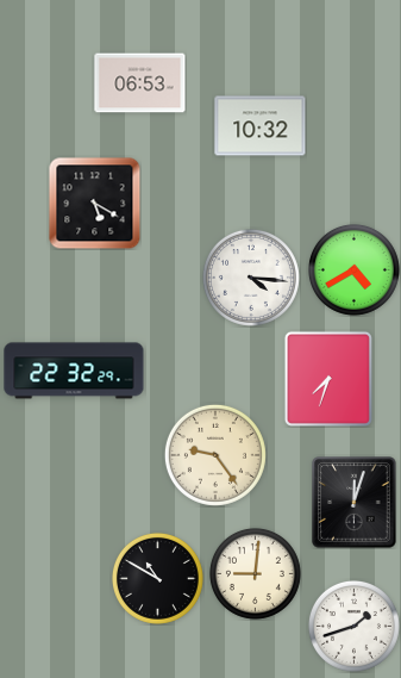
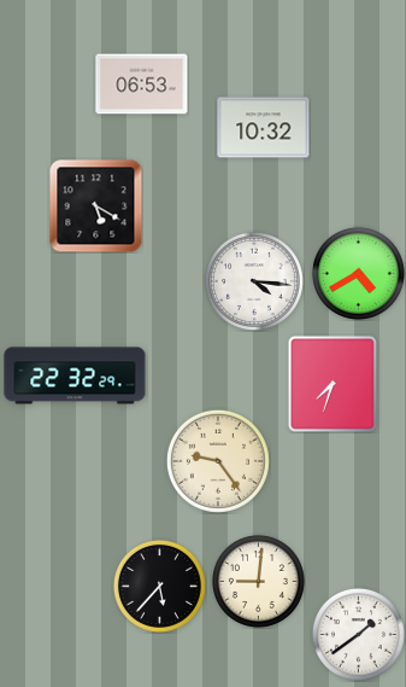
clock at (355, 503): 12:03 -> none
clock at (157, 578): 10:50 -> 5:37
clock at (353, 626): 1:42 -> 1:39
